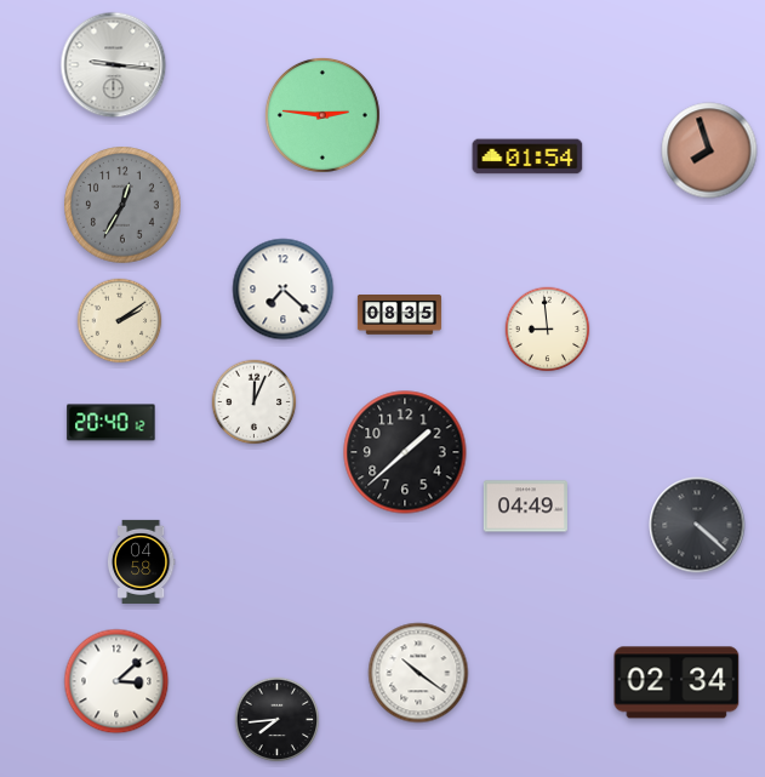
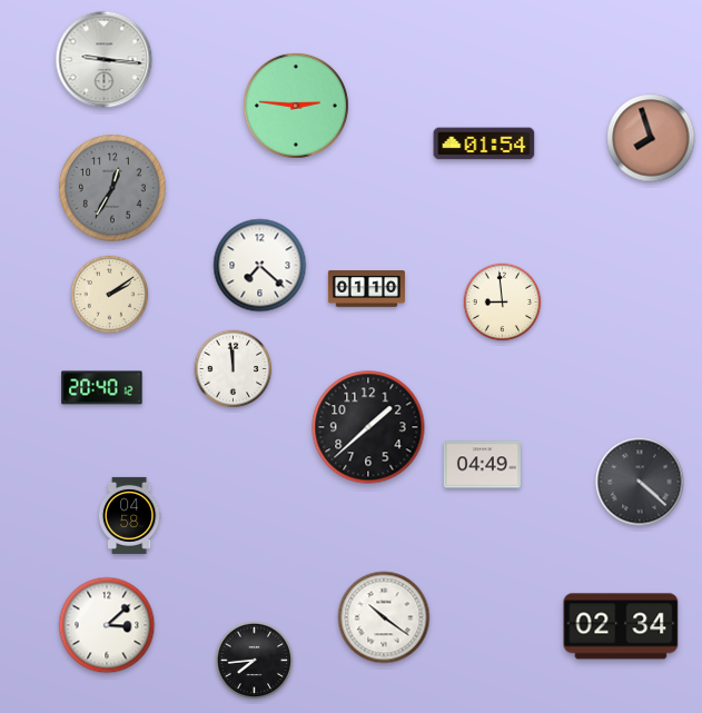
clock at (399, 315): 08:35 -> 01:10
clock at (255, 402): 12:04 -> 11:59
clock at (405, 452) position: (405, 452) -> (368, 427)
